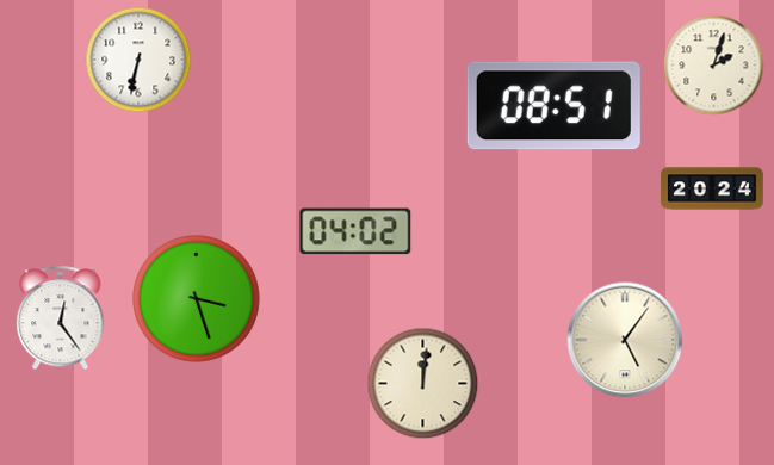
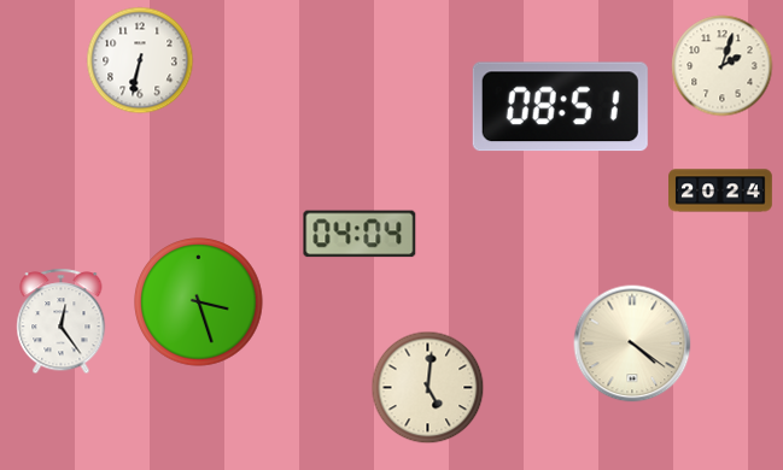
clock at (355, 231): 04:02 -> 04:04
clock at (625, 340): 5:06 -> 4:21
clock at (423, 384): 12:01 -> 5:01
